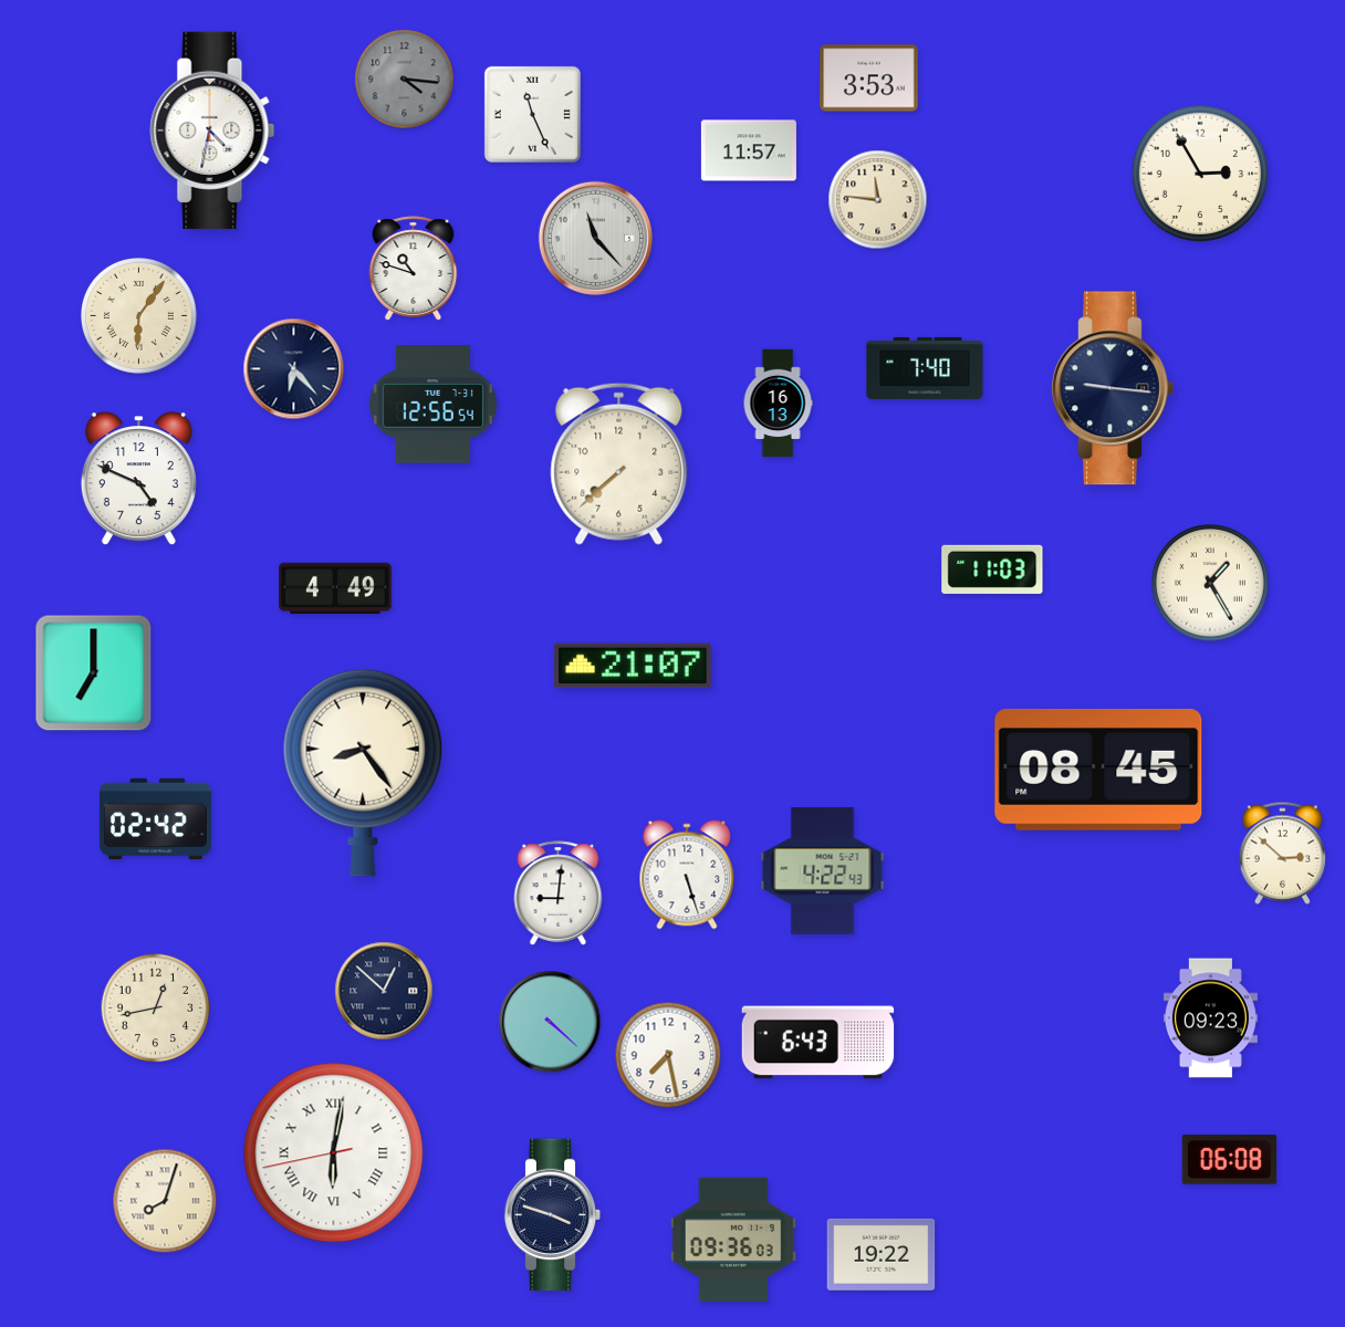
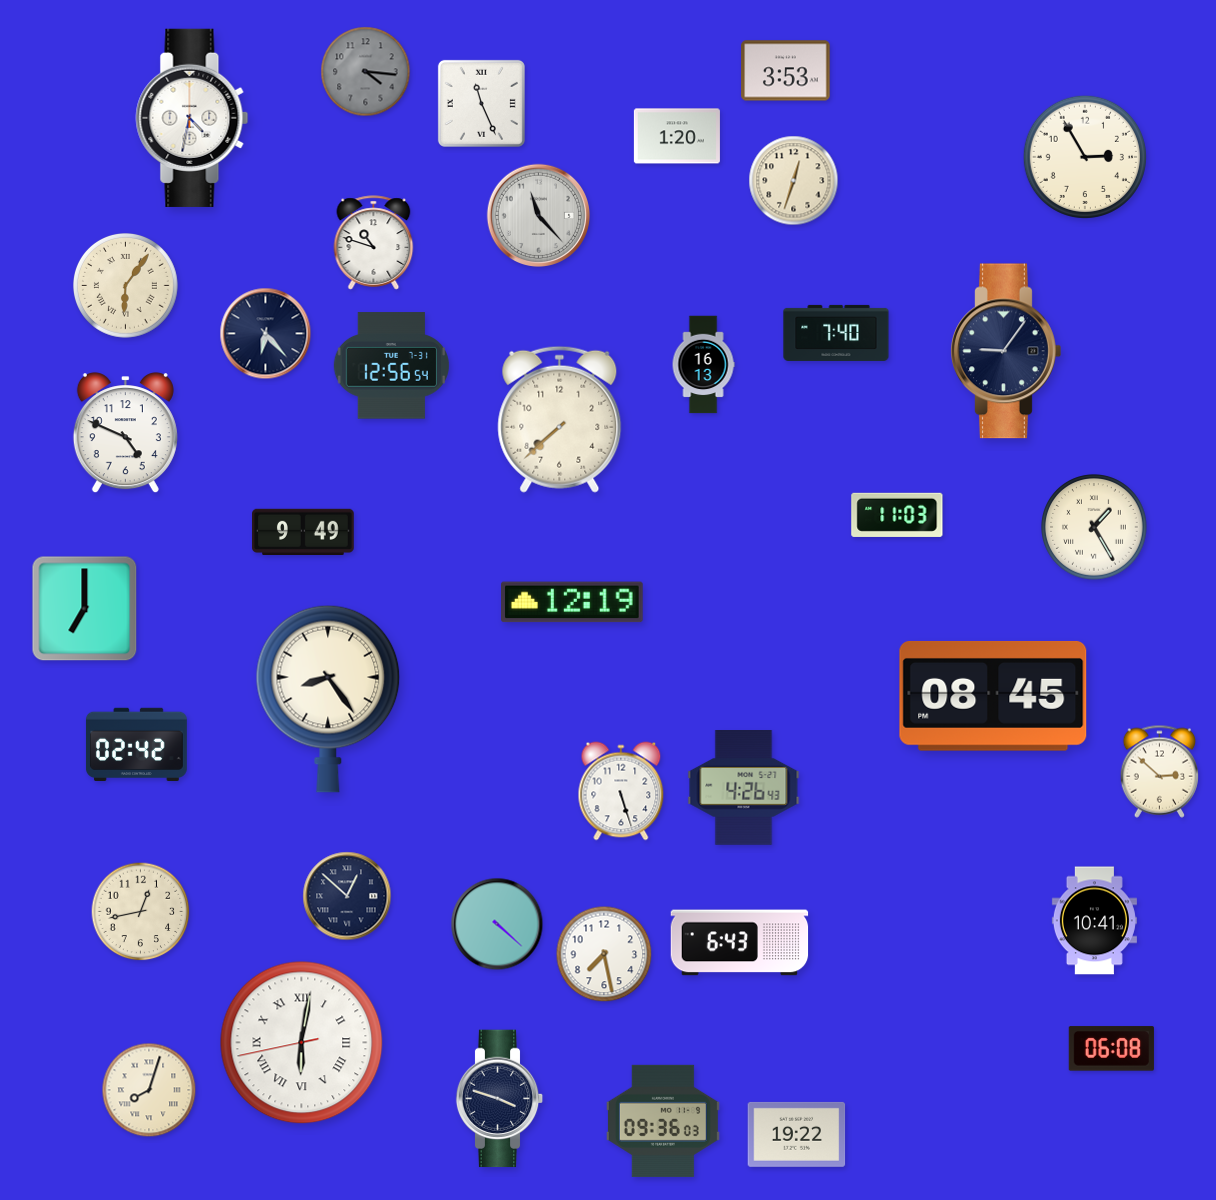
clock at (749, 150): 11:57 -> 1:20
clock at (878, 200): 11:46 -> 12:33
clock at (1113, 388): 9:16 -> 9:06
clock at (335, 588): 4:49 -> 9:49
clock at (634, 666): 21:07 -> 12:19
clock at (155, 818) position: (155, 818) -> (136, 744)
clock at (823, 871): 4:22 -> 4:26
clock at (559, 894): 9:01 -> none
clock at (1210, 1018): 09:23 -> 10:41
clock at (165, 1201) position: (165, 1201) -> (149, 1090)
